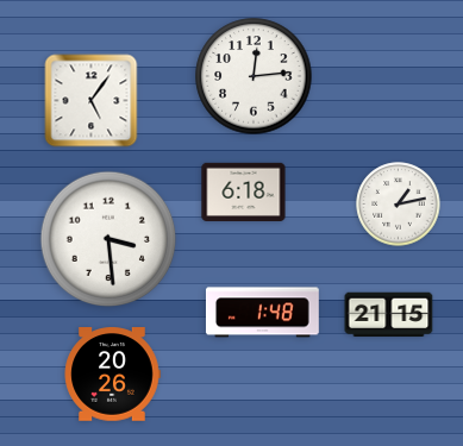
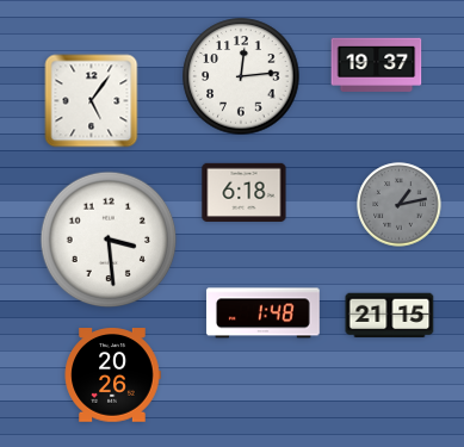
clock at (377, 64): none -> 19:37
clock at (254, 76) position: (254, 76) -> (241, 76)
clock at (399, 205) dial: white -> grey
